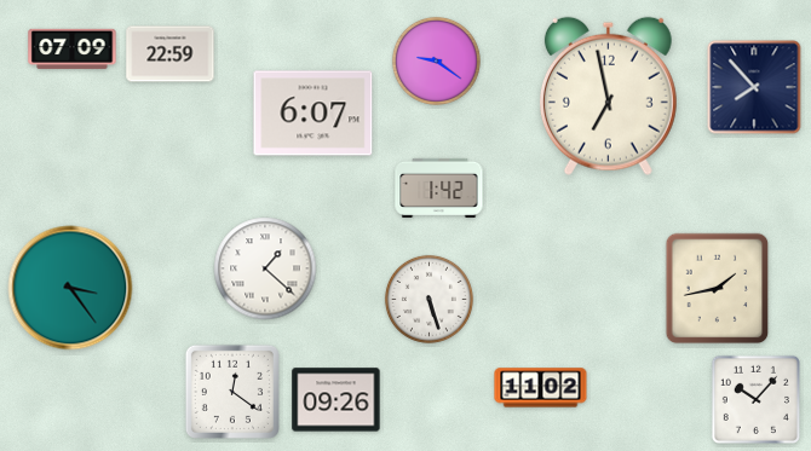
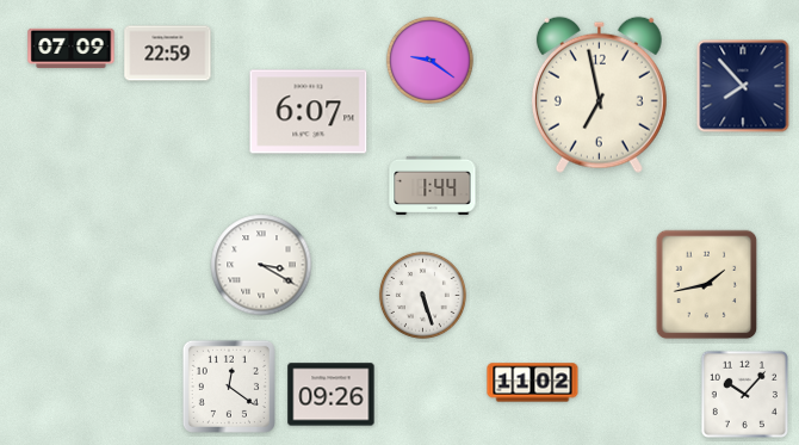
clock at (439, 187): 1:42 -> 1:44
clock at (265, 268): 1:22 -> 3:20
clock at (70, 288): 3:24 -> none
